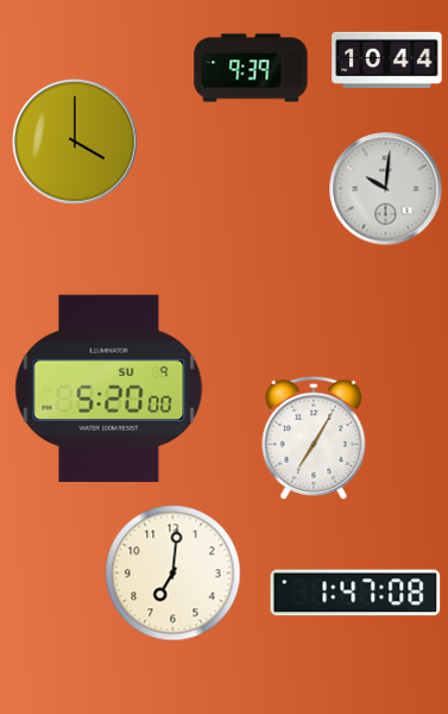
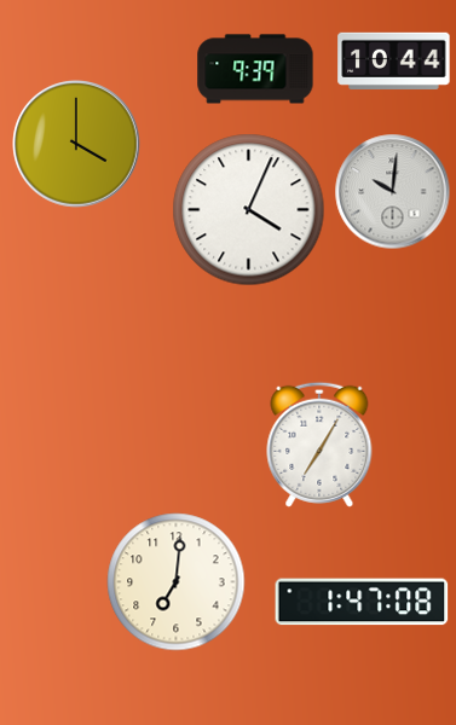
clock at (249, 210): none -> 4:04
clock at (109, 388): 5:20 -> none
